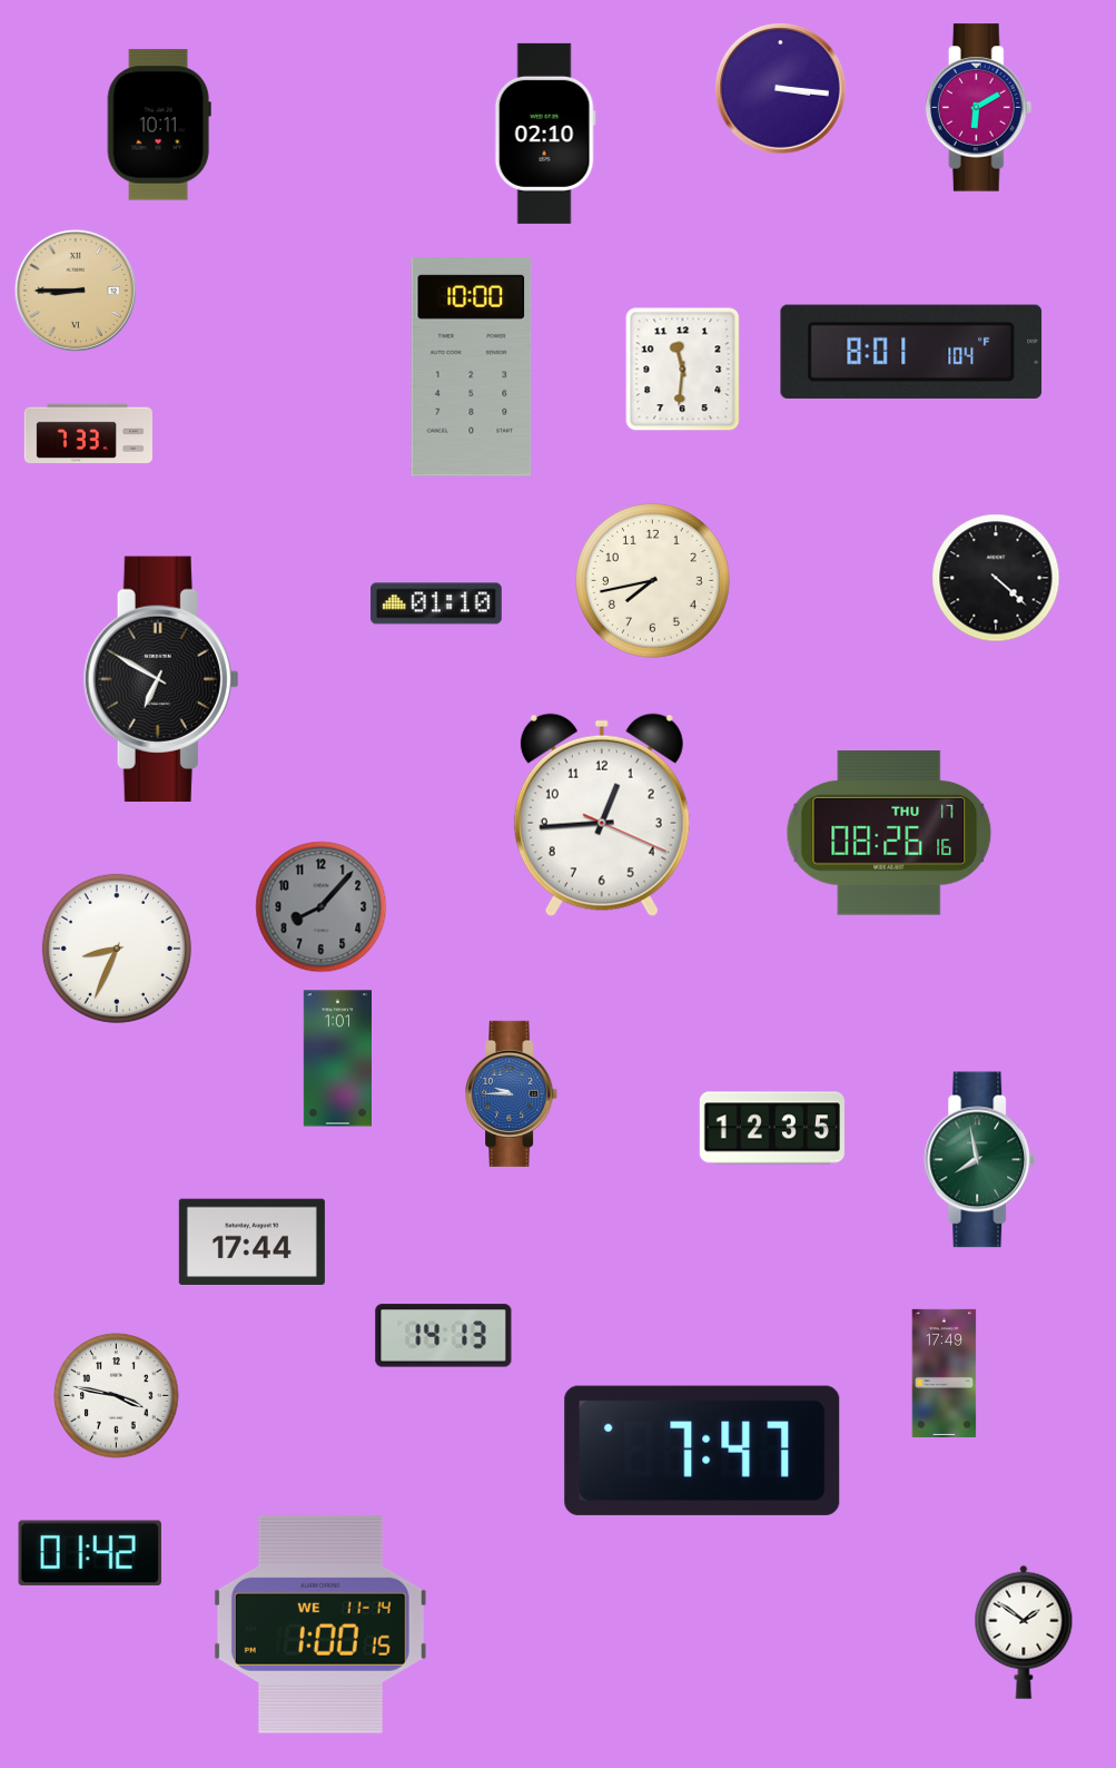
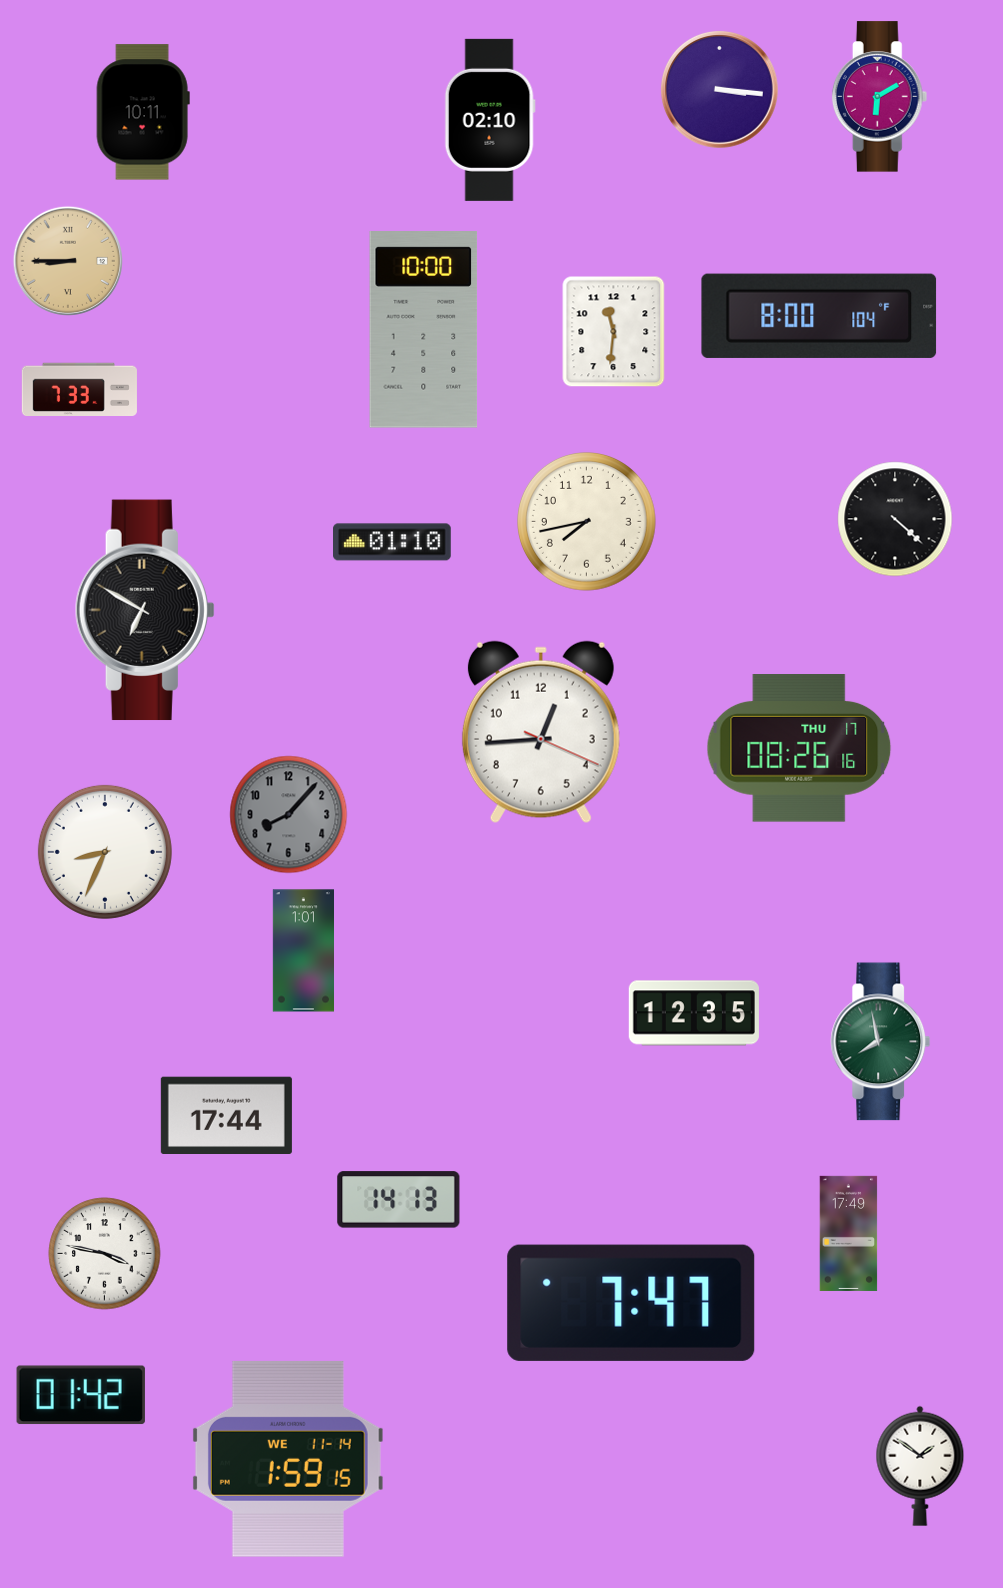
clock at (780, 88) position: (780, 88) -> (719, 89)
clock at (911, 352): 8:01 -> 8:00
clock at (512, 1093): 9:45 -> none
clock at (320, 1624): 1:00 -> 1:59
